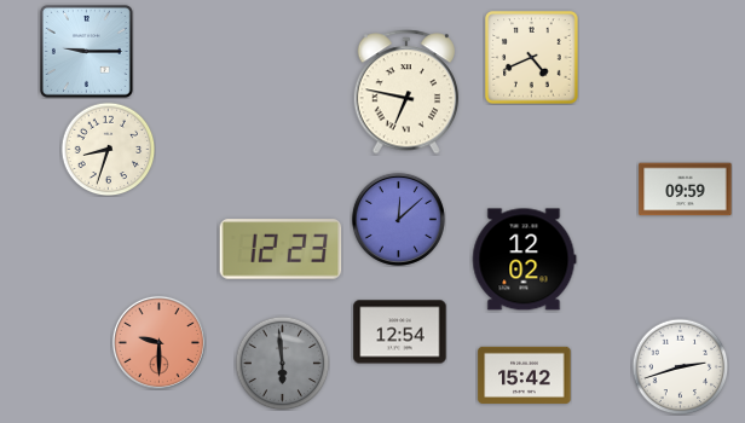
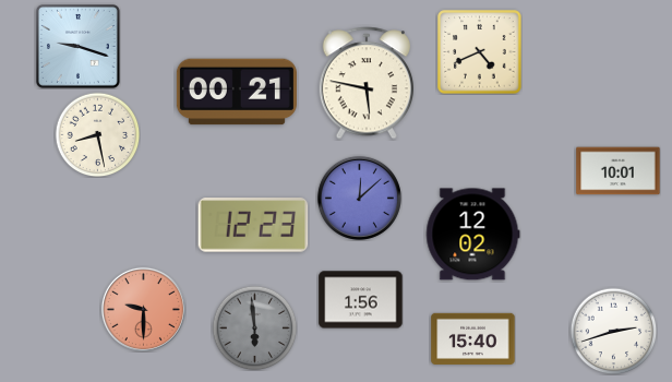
clock at (87, 52): 9:15 -> 9:18
clock at (405, 92): 6:47 -> 5:47
clock at (237, 92): none -> 00:21
clock at (108, 149): 8:33 -> 8:28
clock at (686, 190): 09:59 -> 10:01
clock at (400, 332): 12:54 -> 1:56
clock at (525, 375): 15:42 -> 15:40
